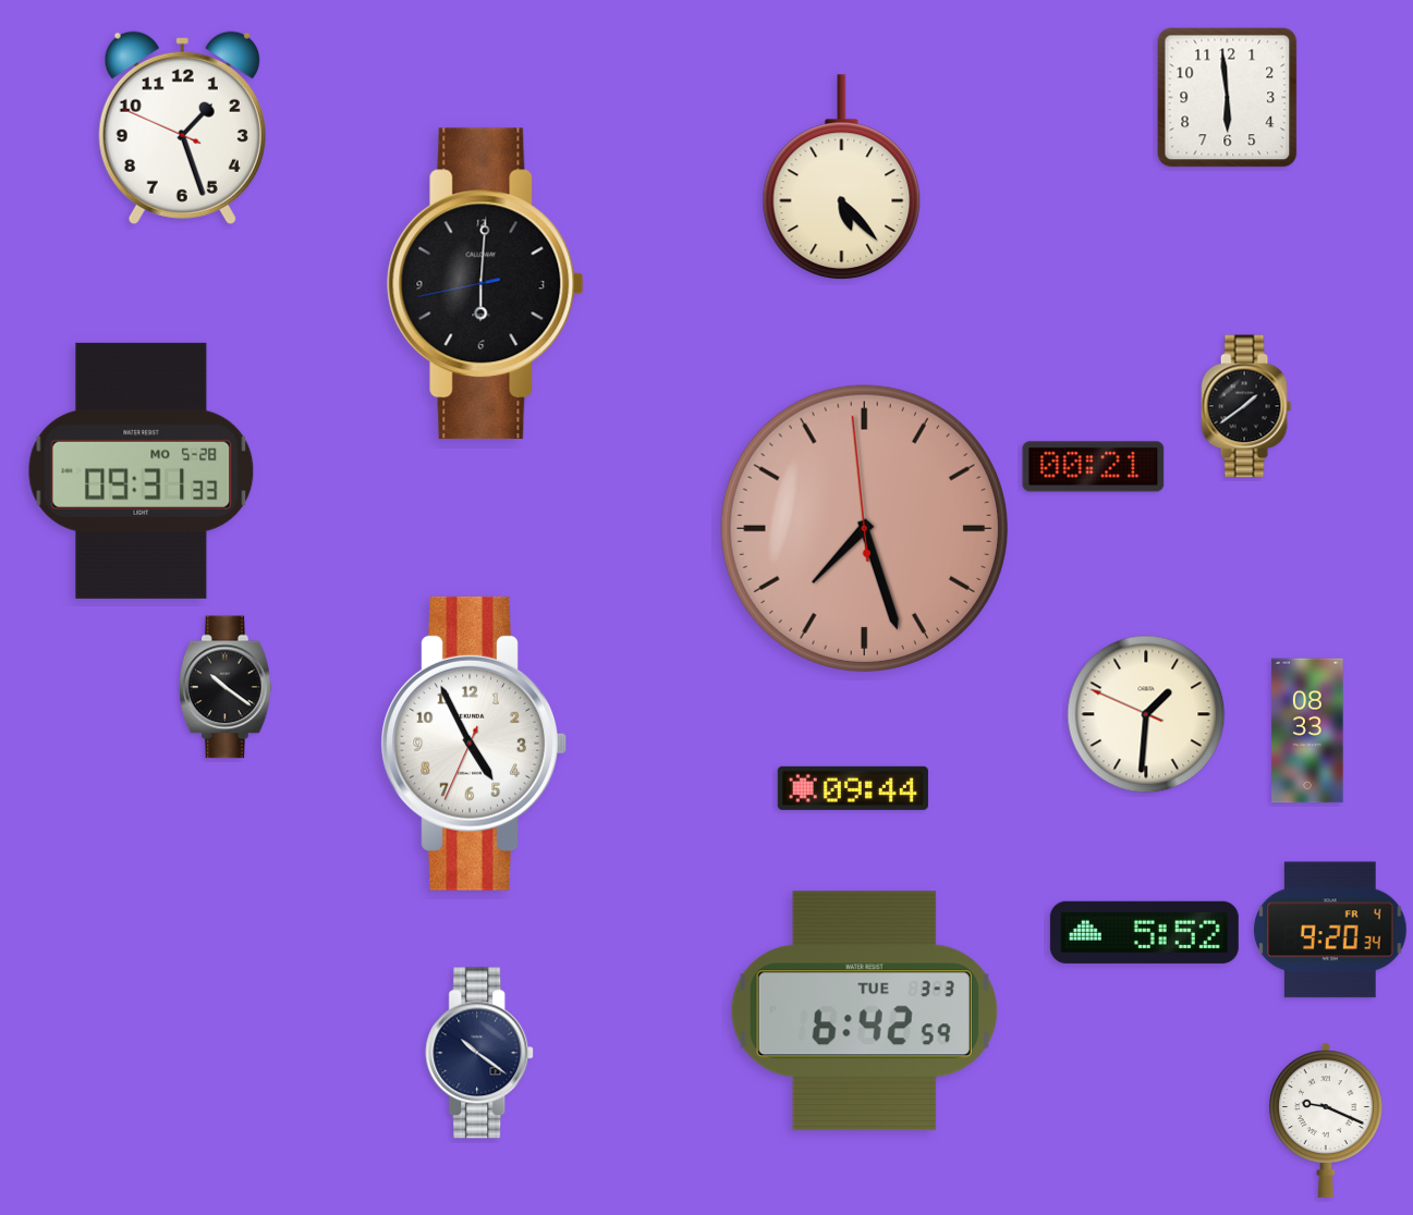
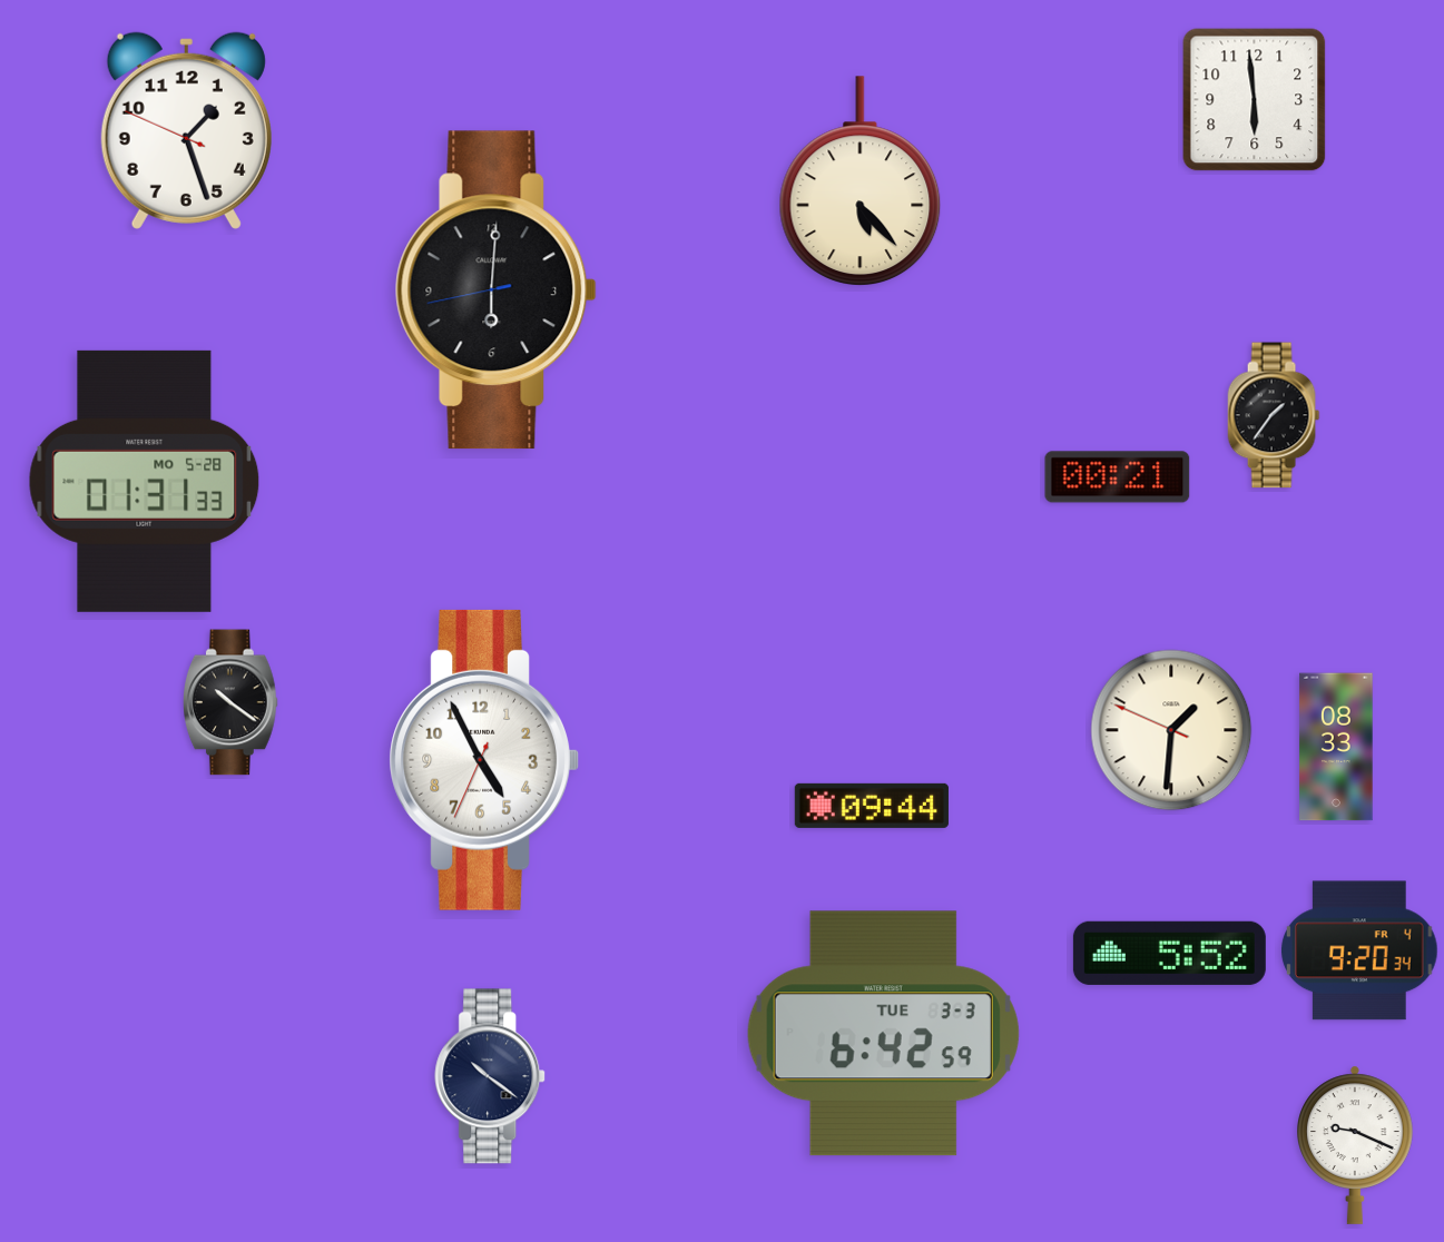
clock at (1246, 406): 1:39 -> 1:36
clock at (142, 470): 09:31 -> 01:31
clock at (864, 528): 7:26 -> none
